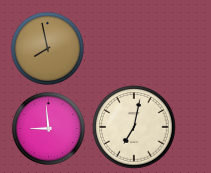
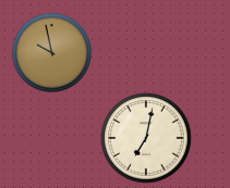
clock at (47, 48): 7:58 -> 9:58
clock at (48, 128): 8:59 -> none
